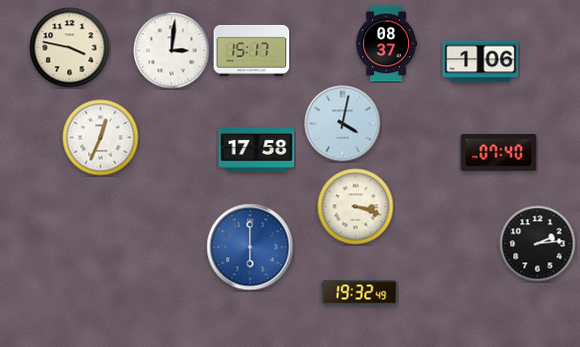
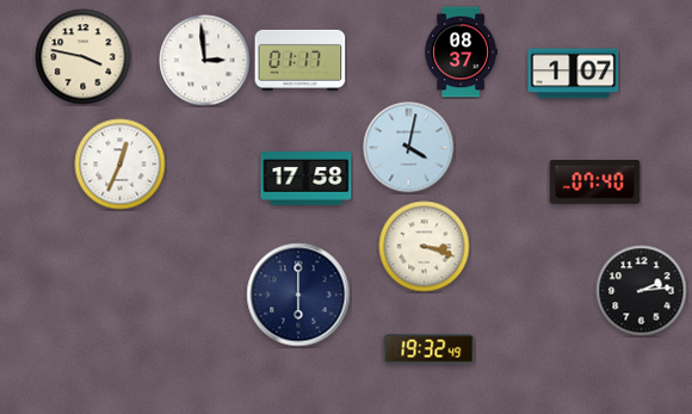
clock at (252, 50): 15:17 -> 01:17
clock at (172, 51): 3:01 -> 2:59
clock at (481, 62): 1:06 -> 1:07
clock at (250, 247) dial: blue -> navy
